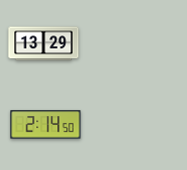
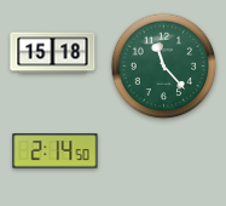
clock at (44, 44): 13:29 -> 15:18
clock at (164, 67): none -> 11:23
